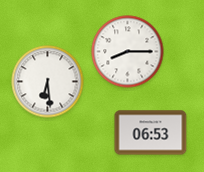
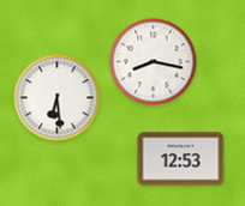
clock at (128, 52): 8:15 -> 8:17
clock at (151, 133): 06:53 -> 12:53
